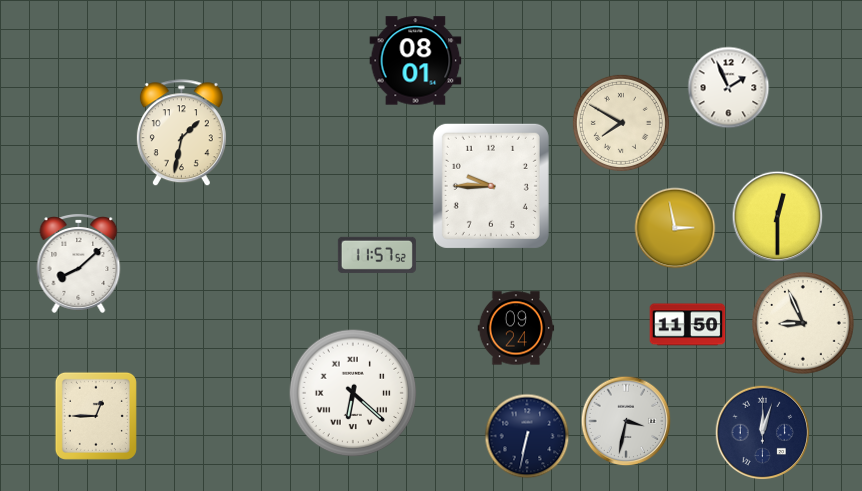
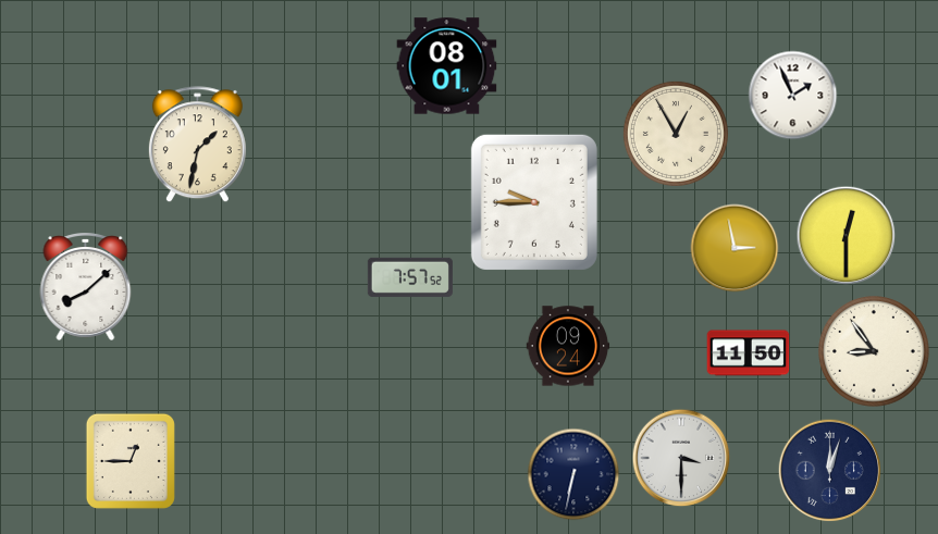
clock at (416, 61) position: (416, 61) -> (447, 66)
clock at (621, 123): 7:50 -> 12:55
clock at (377, 255): 11:57 -> 7:57
clock at (803, 323): 8:56 -> 8:54
clock at (516, 328) position: (516, 328) -> (568, 346)
clock at (353, 393): 6:22 -> none
clock at (96, 416) position: (96, 416) -> (131, 461)
clock at (626, 421): 3:32 -> 3:30
